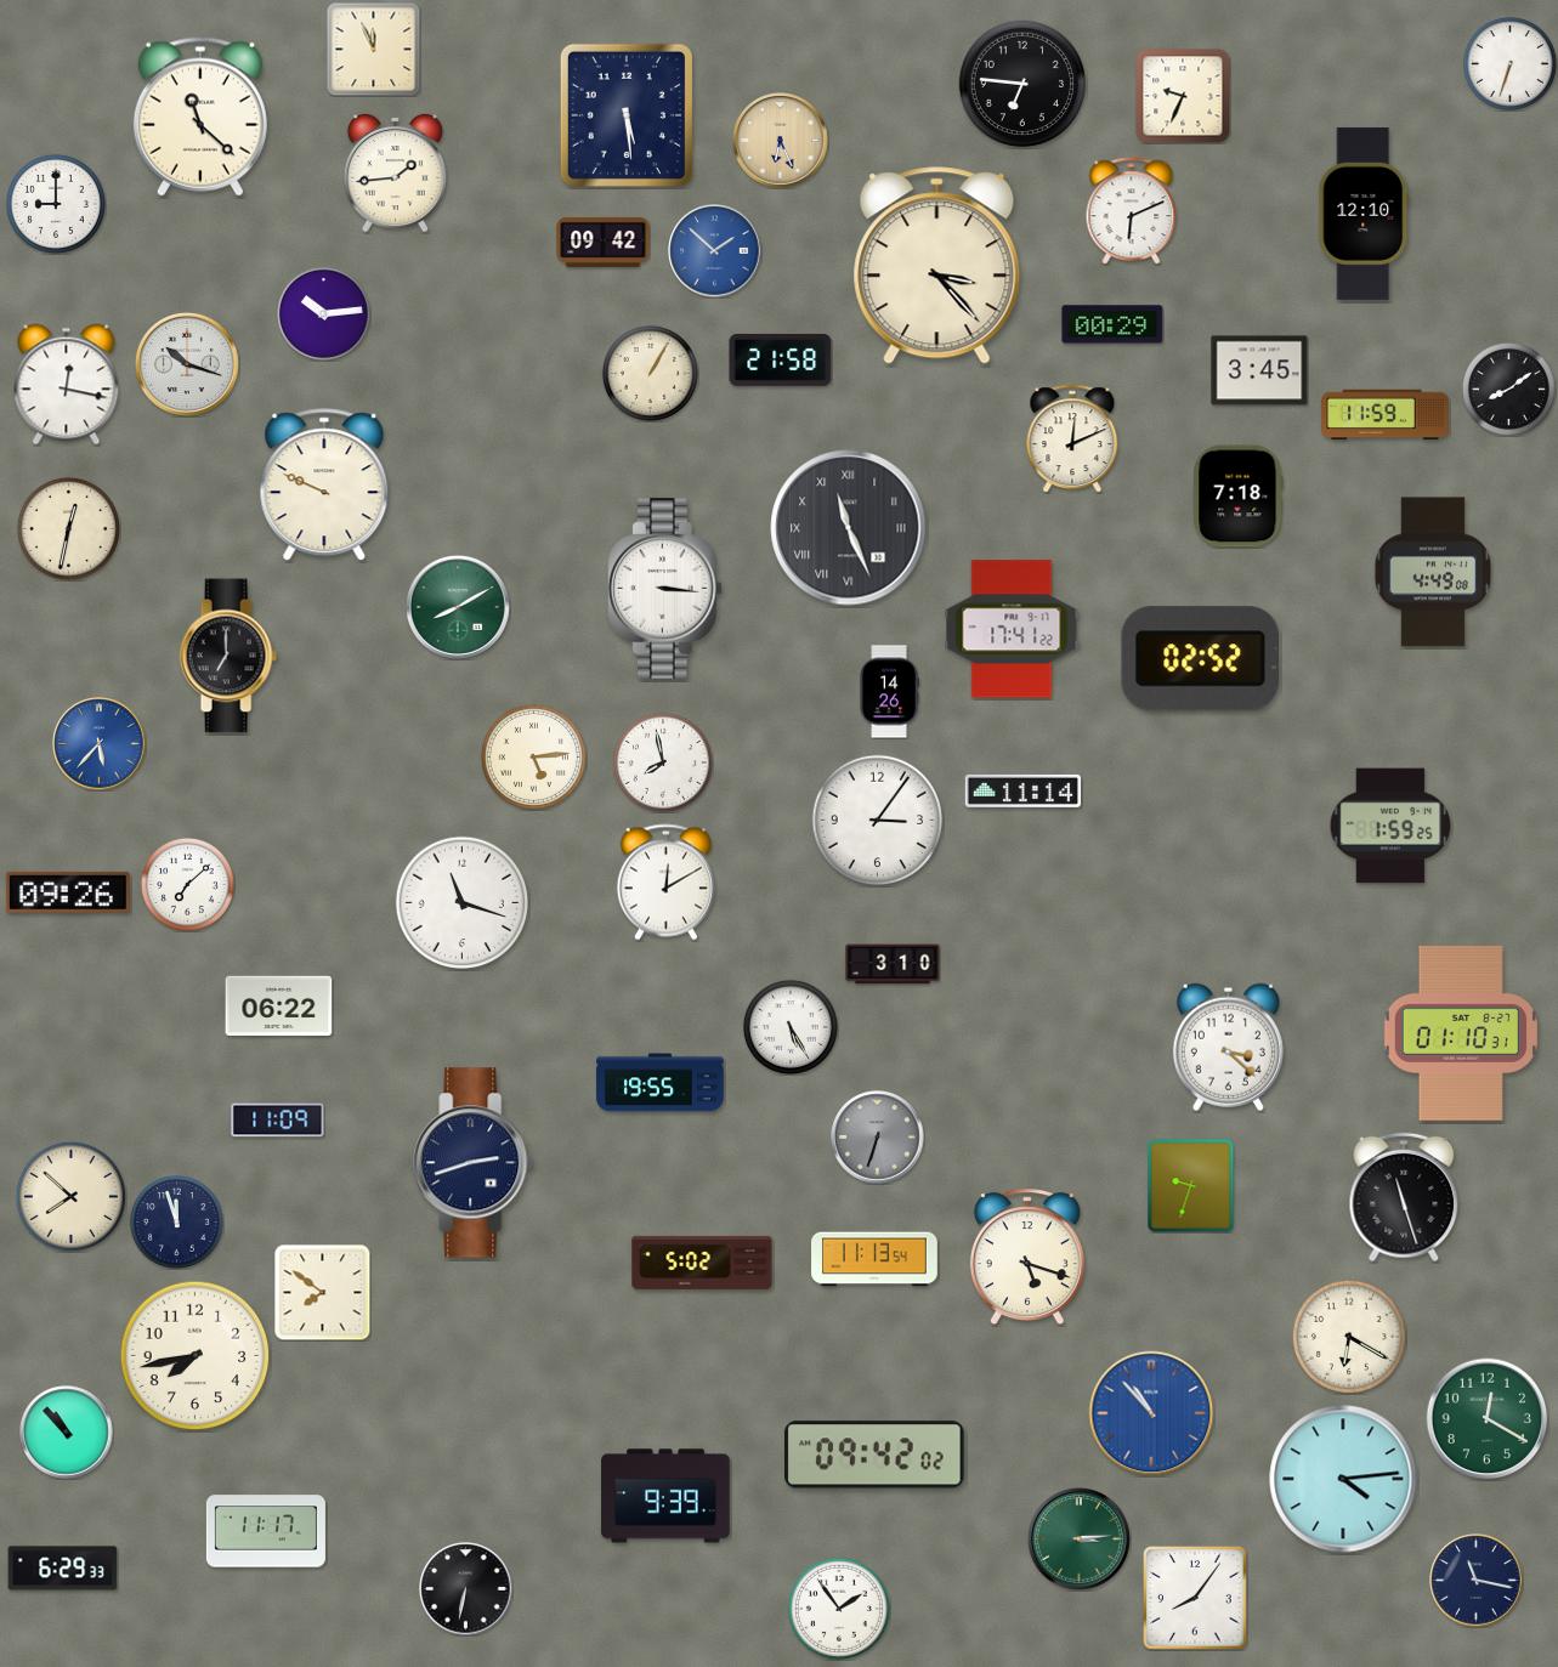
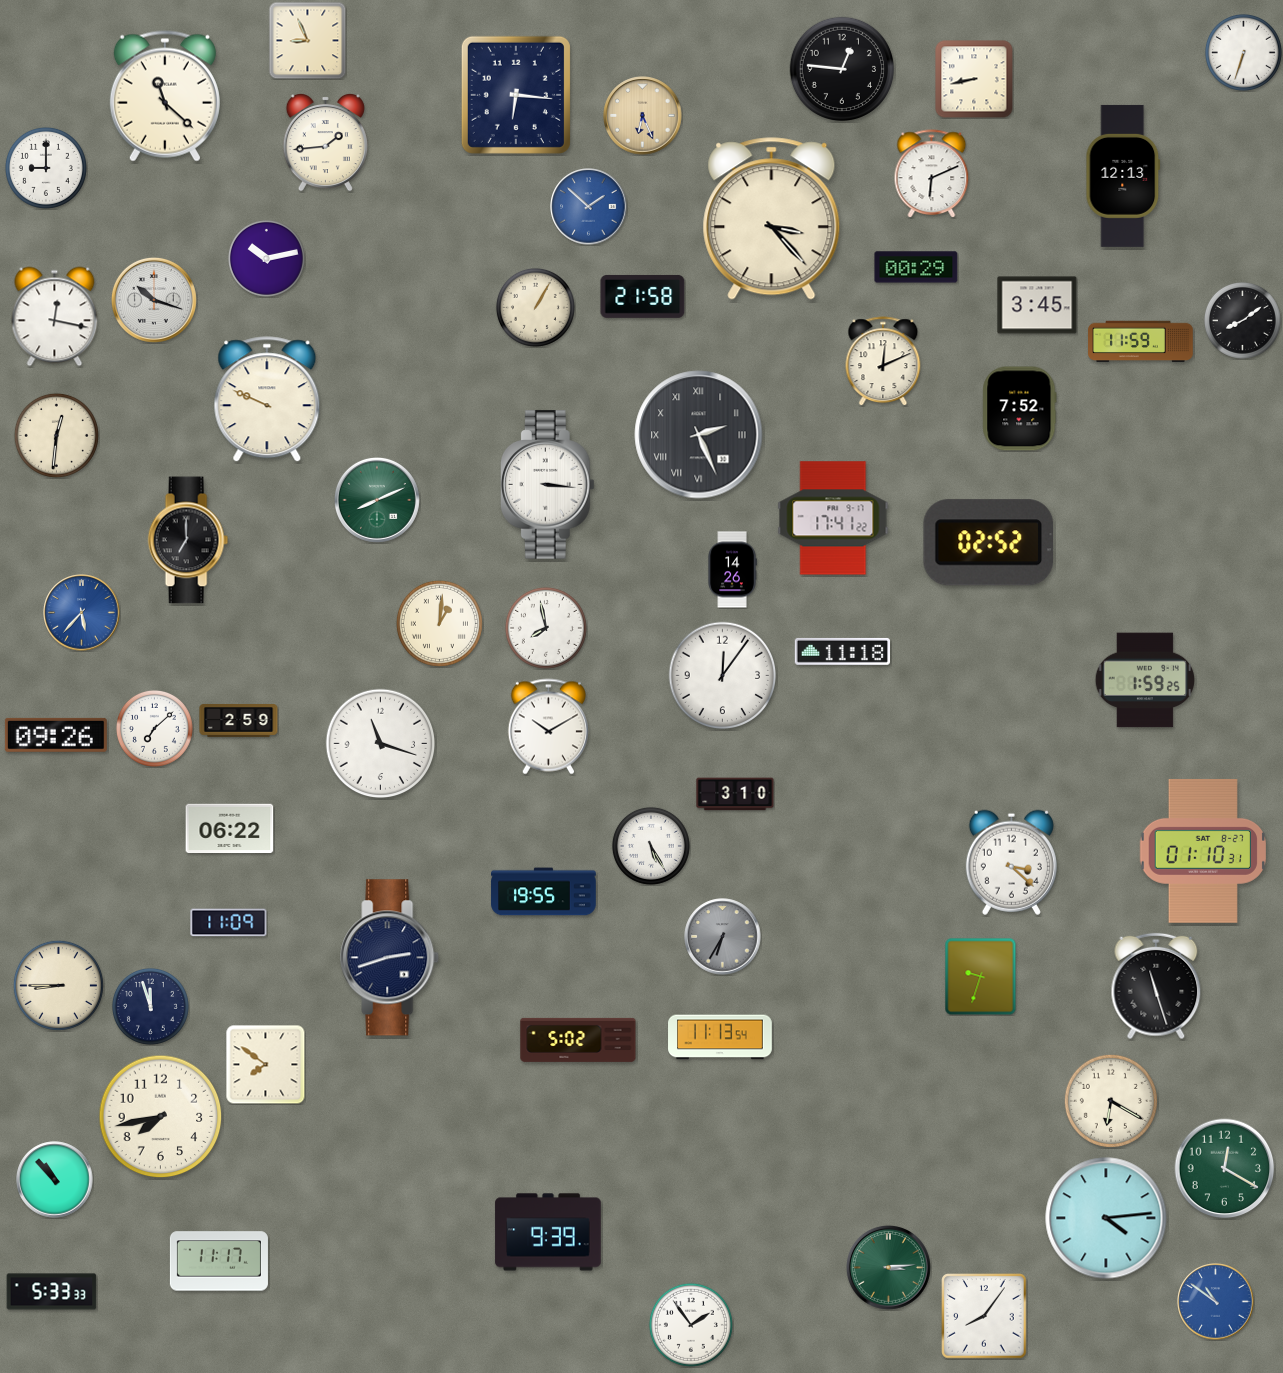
clock at (373, 49): 11:56 -> 8:56
clock at (1021, 83): 6:46 -> 12:46
clock at (1183, 96): 9:34 -> 8:43
clock at (627, 115): 5:29 -> 6:16
clock at (1364, 214): 12:10 -> 12:13
clock at (604, 242): 09:42 -> none
clock at (323, 313): 10:14 -> 10:13
clock at (1239, 497): 7:18 -> 7:52
clock at (68, 528): 12:32 -> 12:31
clock at (849, 528): 11:26 -> 2:26
clock at (1432, 572): 4:49 -> none
clock at (458, 607): 8:10 -> 8:11
clock at (533, 756): 5:14 -> 1:01
clock at (1022, 790): 11:14 -> 11:18
clock at (878, 821): 3:06 -> 12:06
clock at (239, 721): none -> 2:59
clock at (665, 883): 12:10 -> 10:10
clock at (878, 1138): 6:33 -> 6:35
clock at (70, 1196): 7:52 -> 8:45
clock at (176, 1221) position: (176, 1221) -> (150, 1006)
clock at (1027, 1258): 5:18 -> none
clock at (1151, 1413): 10:53 -> none
clock at (874, 1455): 09:42 -> none
clock at (63, 1569): 6:29 -> 5:33
clock at (1477, 1581): 11:17 -> 10:51
clock at (1477, 1581) dial: navy -> blue
clock at (466, 1589): 6:32 -> none
